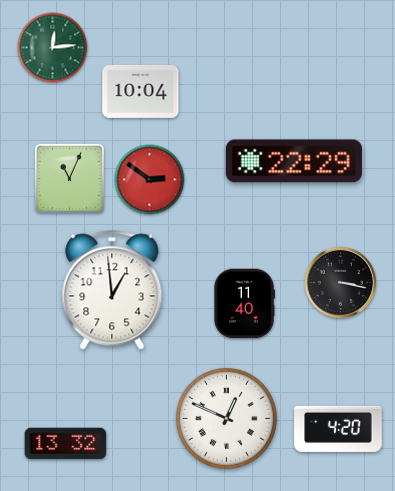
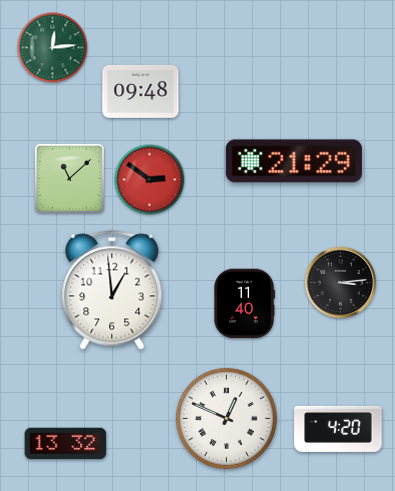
clock at (141, 91): 10:04 -> 09:48
clock at (294, 161): 22:29 -> 21:29
clock at (69, 178): 11:04 -> 11:08
clock at (340, 282): 3:17 -> 3:14
